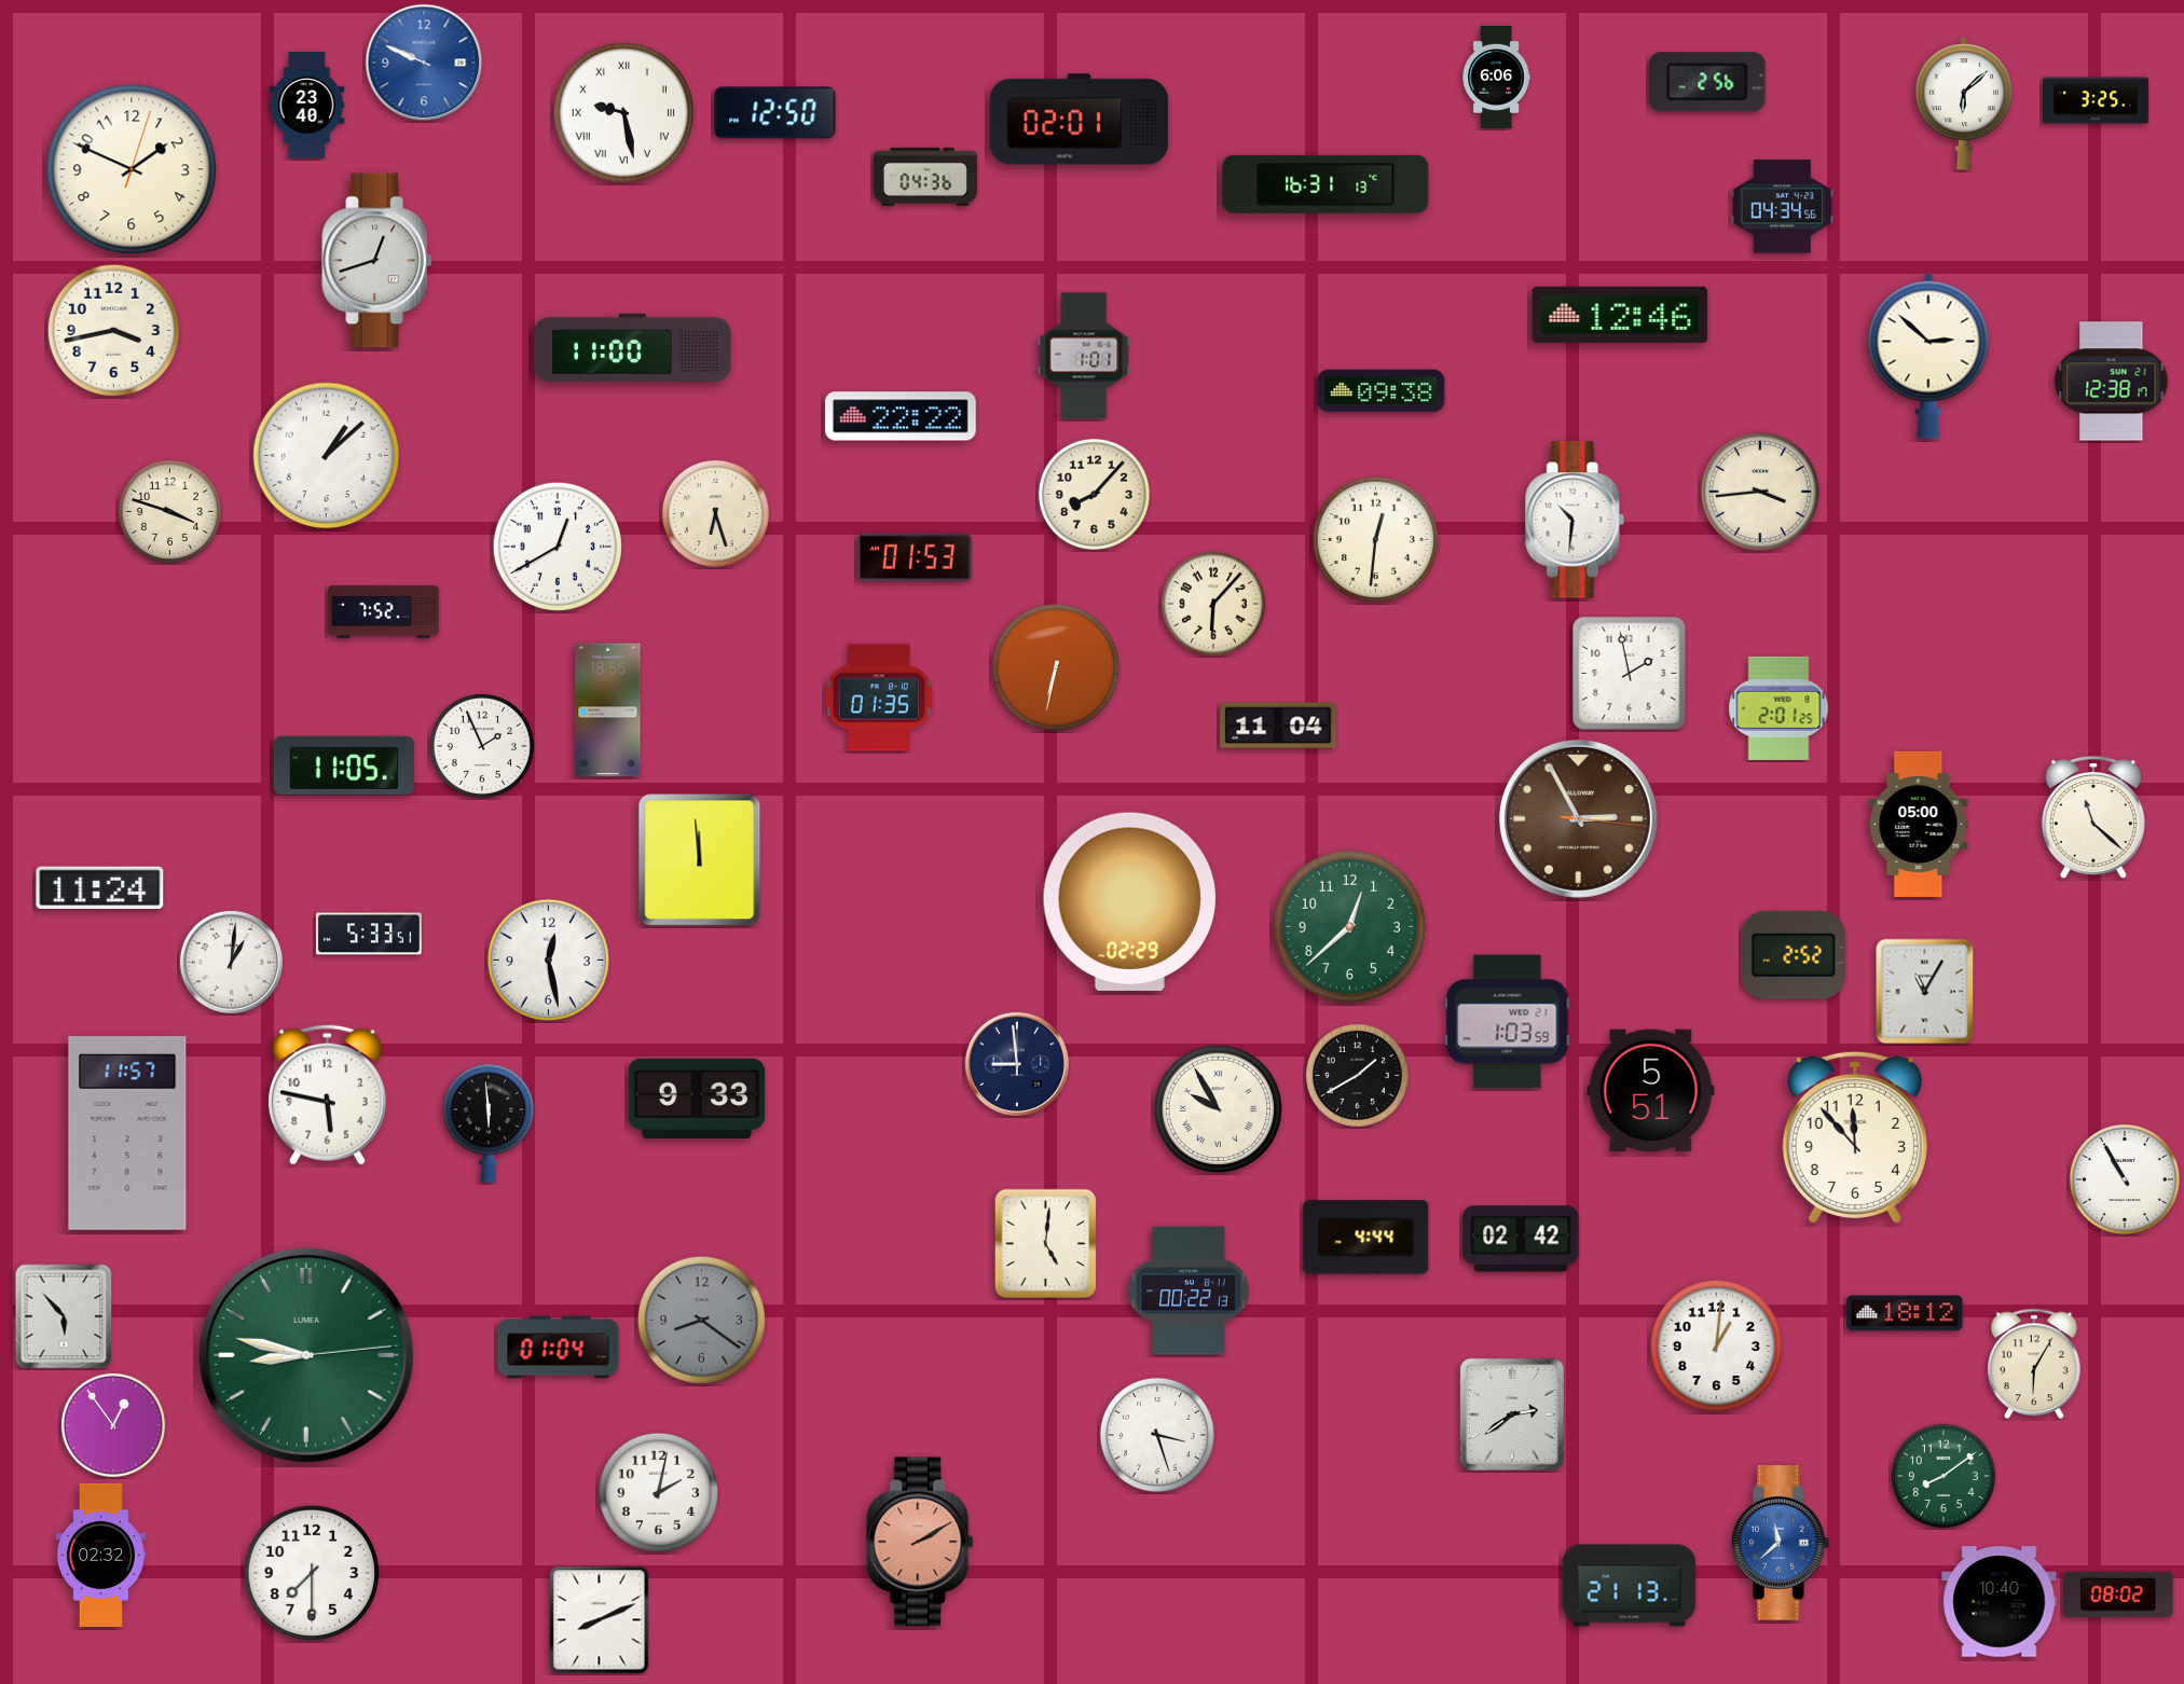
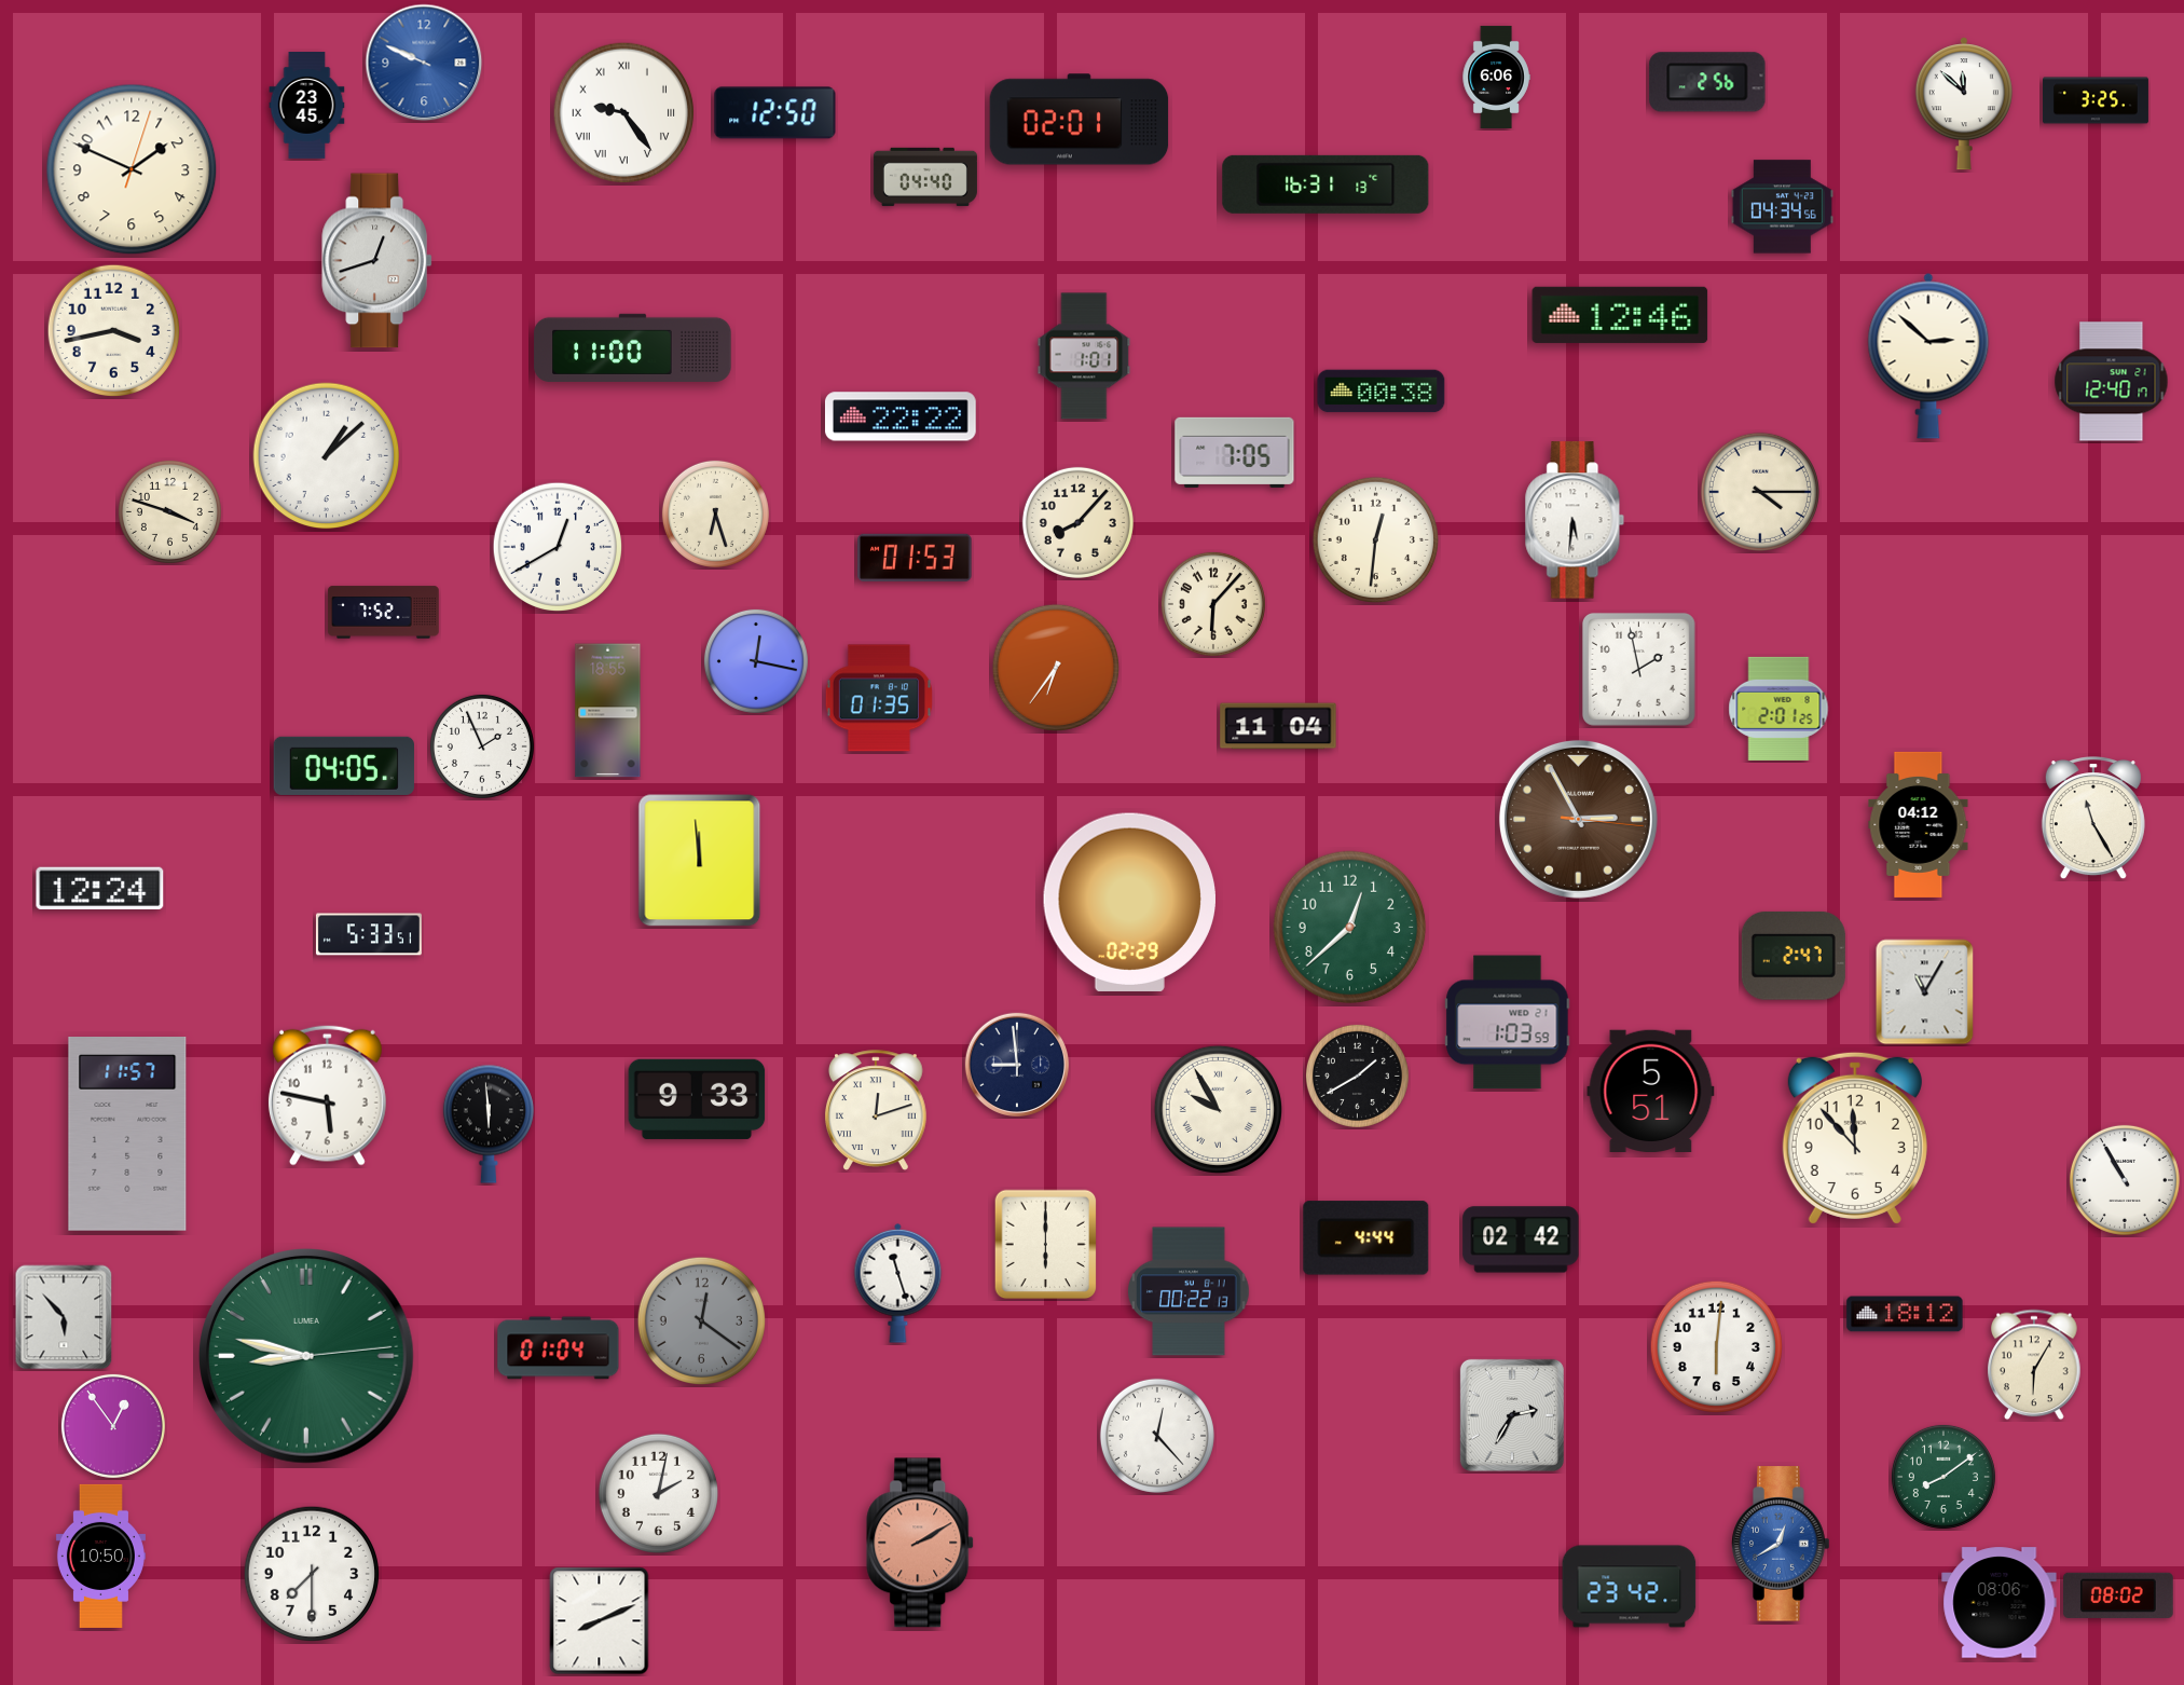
clock at (1964, 103): 6:08 -> 11:52
clock at (307, 105): 23:40 -> 23:45
clock at (624, 113): 9:28 -> 9:24
clock at (925, 177): 04:36 -> 04:40
clock at (2112, 382): 12:38 -> 12:40
clock at (1382, 391): 09:38 -> 00:38
clock at (1235, 452): none -> 7:05
clock at (1760, 492): 3:44 -> 4:15
clock at (1094, 494) position: (1094, 494) -> (1077, 522)
clock at (1575, 520): 10:31 -> 5:31
clock at (756, 661): none -> 12:17
clock at (1056, 667): 6:32 -> 6:36
clock at (1629, 673) position: (1629, 673) -> (1638, 669)
clock at (344, 765): 11:05 -> 04:05
clock at (2093, 818): 11:22 -> 11:25
clock at (1919, 824): 05:00 -> 04:12
clock at (100, 887): 11:24 -> 12:24
clock at (1794, 955): 2:52 -> 2:47
clock at (548, 960): 12:28 -> none
clock at (231, 962): 1:01 -> none
clock at (876, 1110): none -> 12:12
clock at (1046, 1244): 5:01 -> 6:00
clock at (898, 1283): none -> 11:27
clock at (701, 1320): 8:21 -> 12:21
clock at (1716, 1345): 1:01 -> 6:01
clock at (1512, 1414): 2:39 -> 2:35
clock at (1157, 1435): 3:27 -> 12:23
clock at (1781, 1543): 11:38 -> 12:40
clock at (100, 1555): 02:32 -> 10:50
clock at (1630, 1586): 21:13 -> 23:42
clock at (2000, 1602): 10:40 -> 08:06
